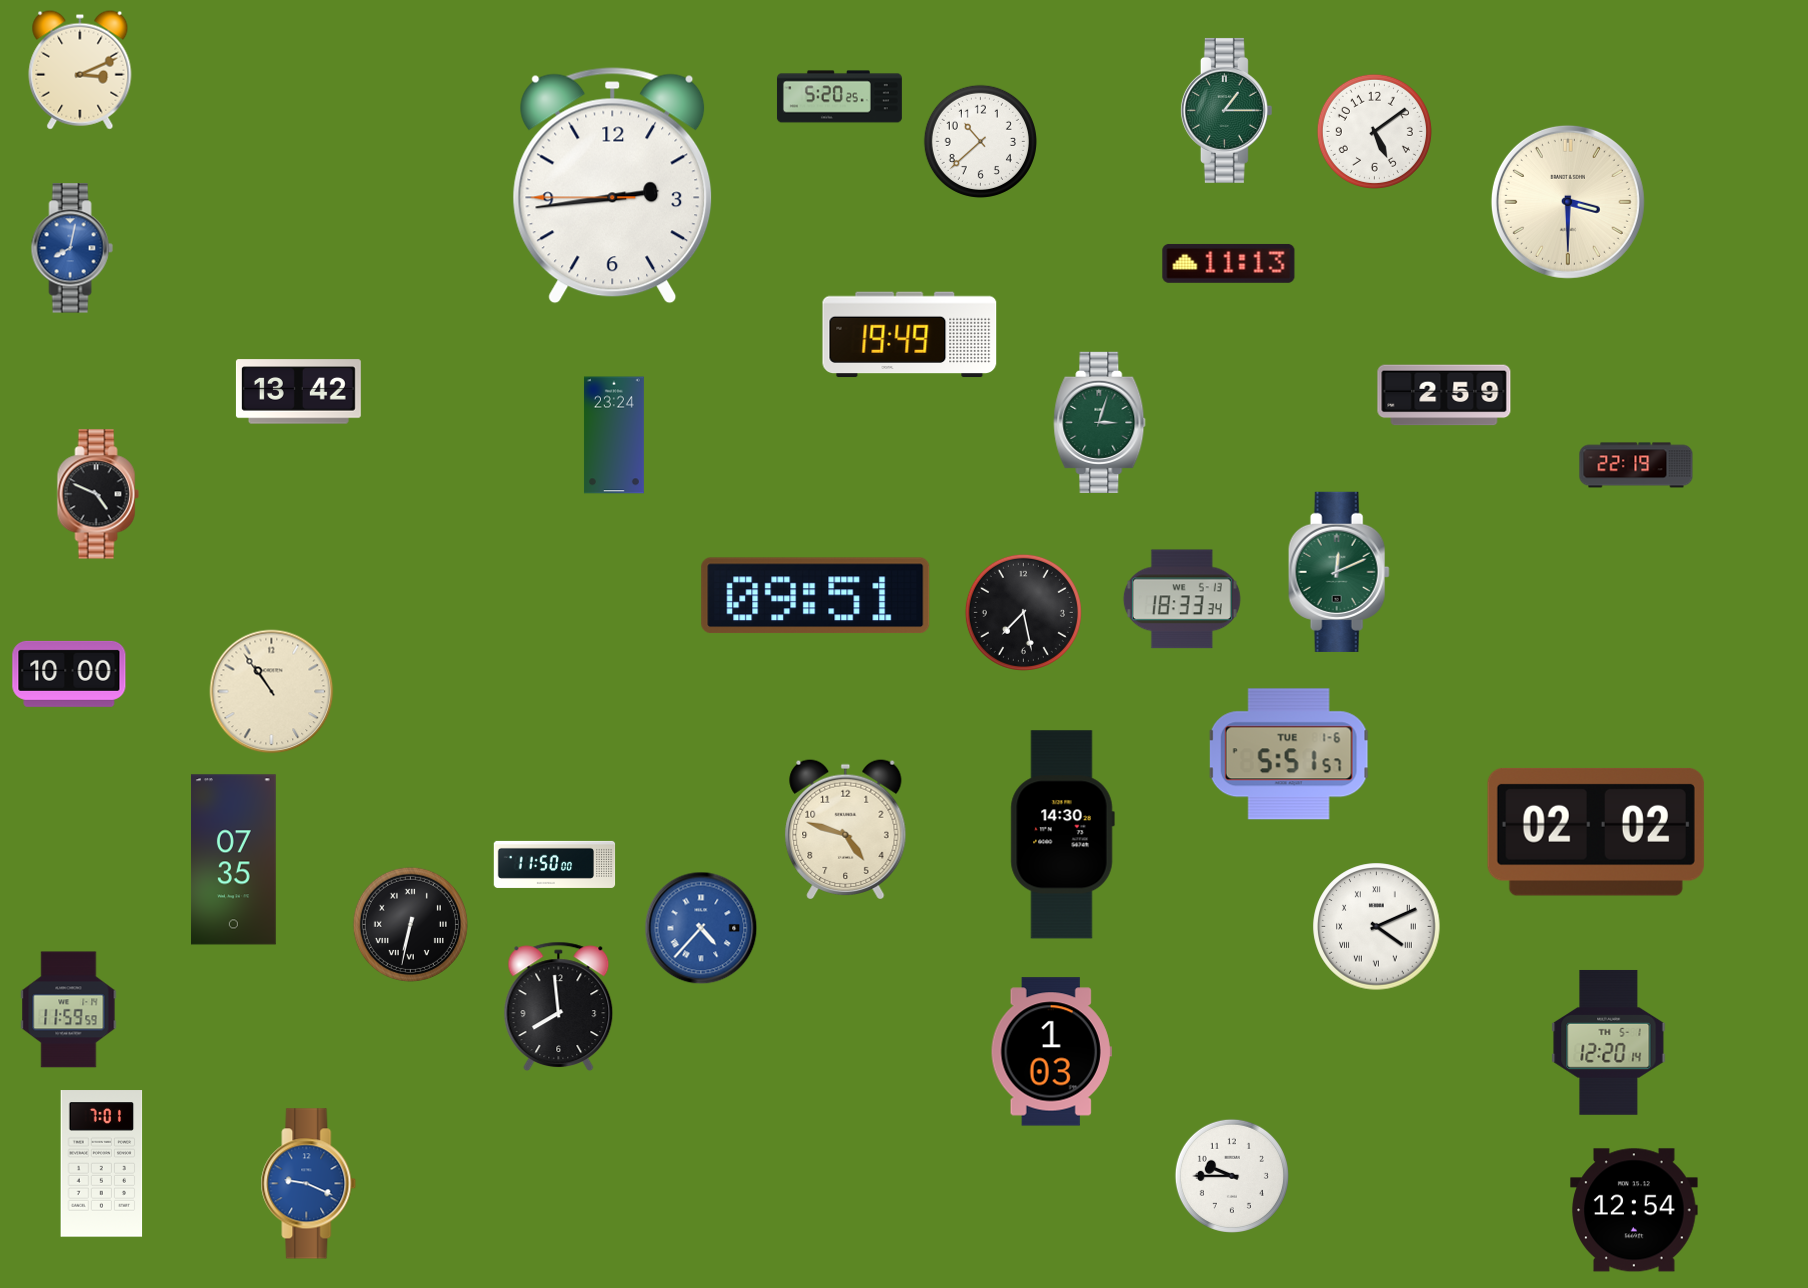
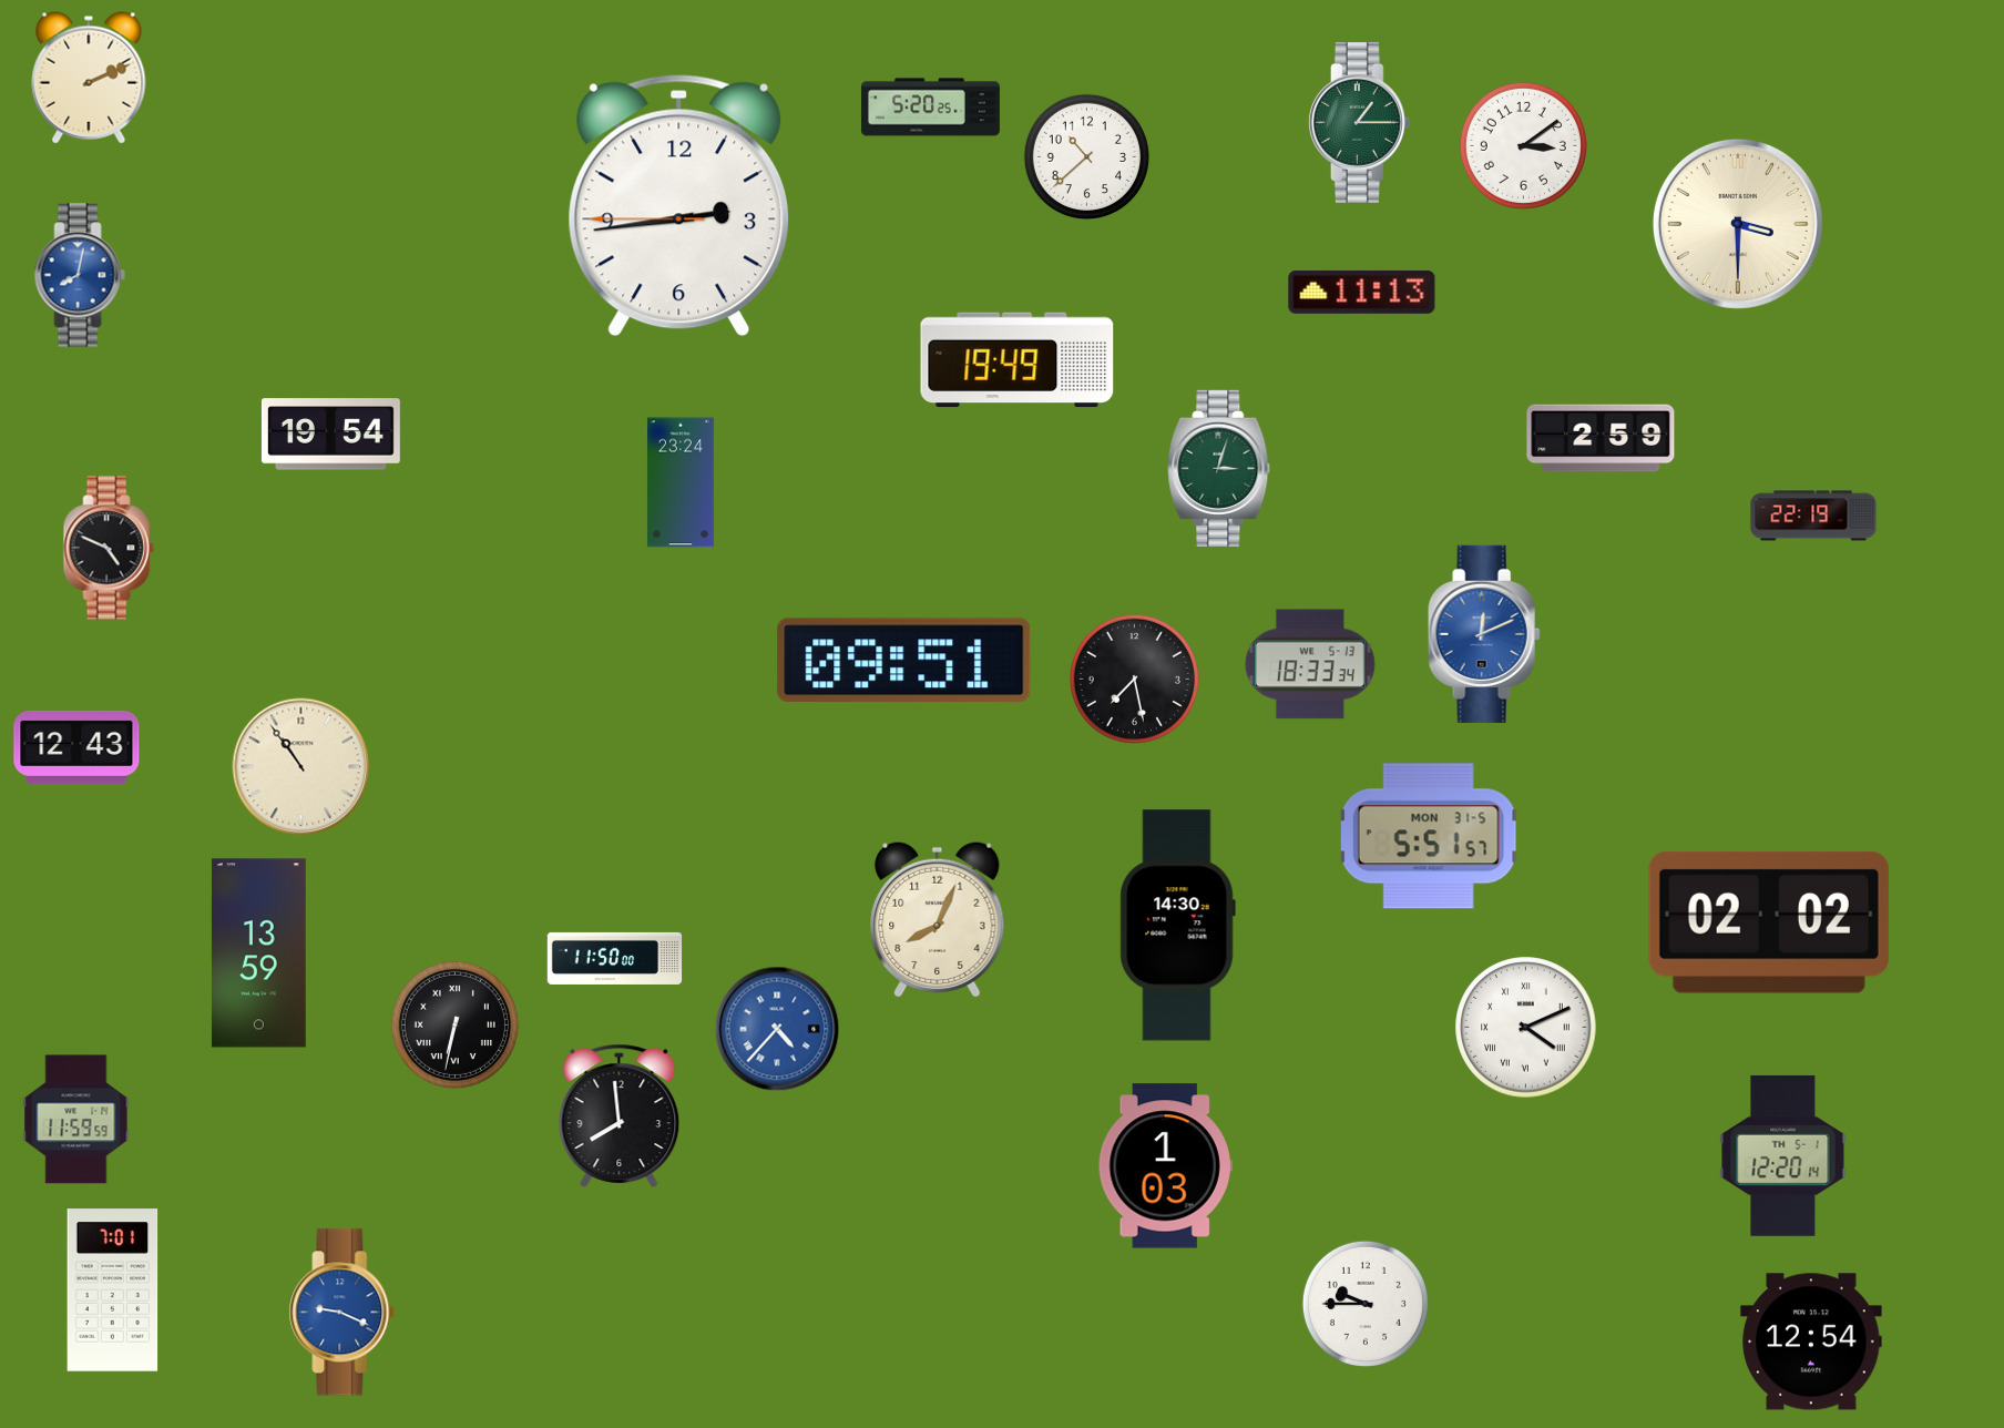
clock at (80, 70): 3:11 -> 2:11
clock at (1374, 131): 5:09 -> 3:09
clock at (910, 335) position: (910, 335) -> (1018, 360)
clock at (298, 392): 13:42 -> 19:54
clock at (1339, 572) dial: green -> blue
clock at (69, 674): 10:00 -> 12:43
clock at (1289, 754) date: TUE 1-6 -> MON 31-5
clock at (846, 829): 4:48 -> 8:04
clock at (233, 860): 07:35 -> 13:59
